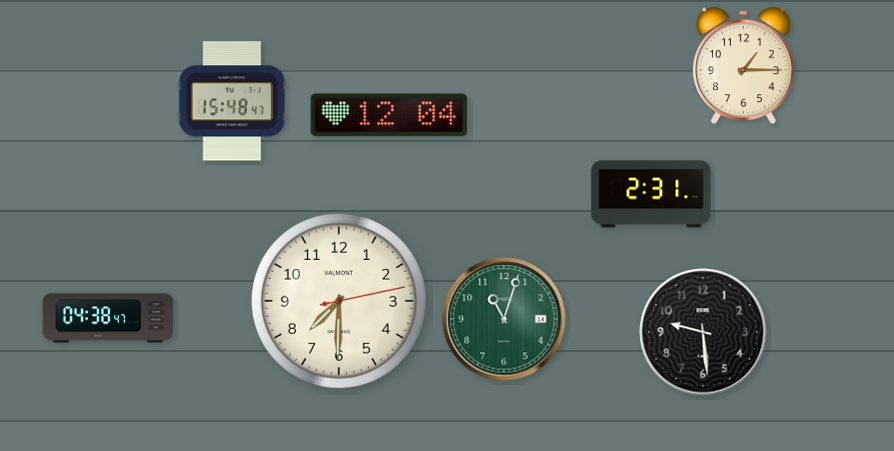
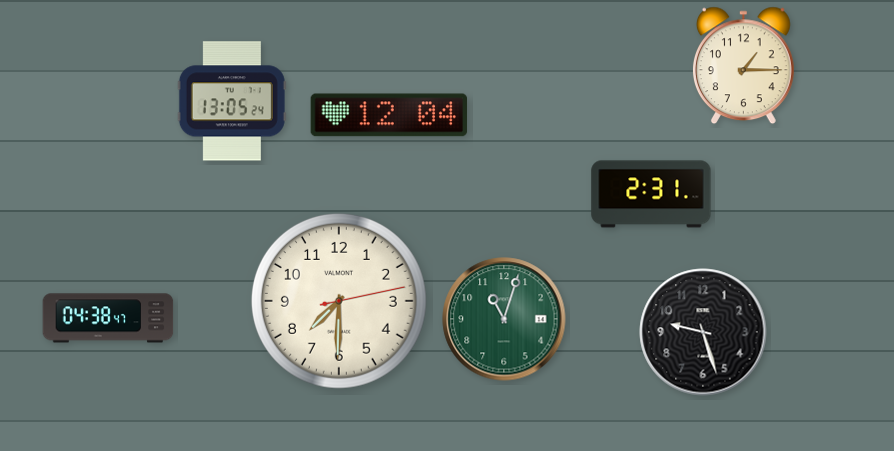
clock at (232, 101): 15:48 -> 13:05
clock at (703, 332): 9:29 -> 9:27
